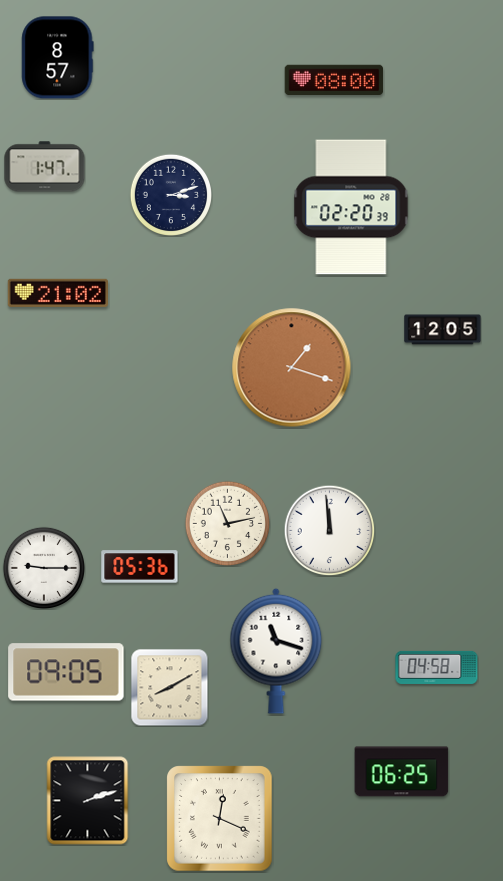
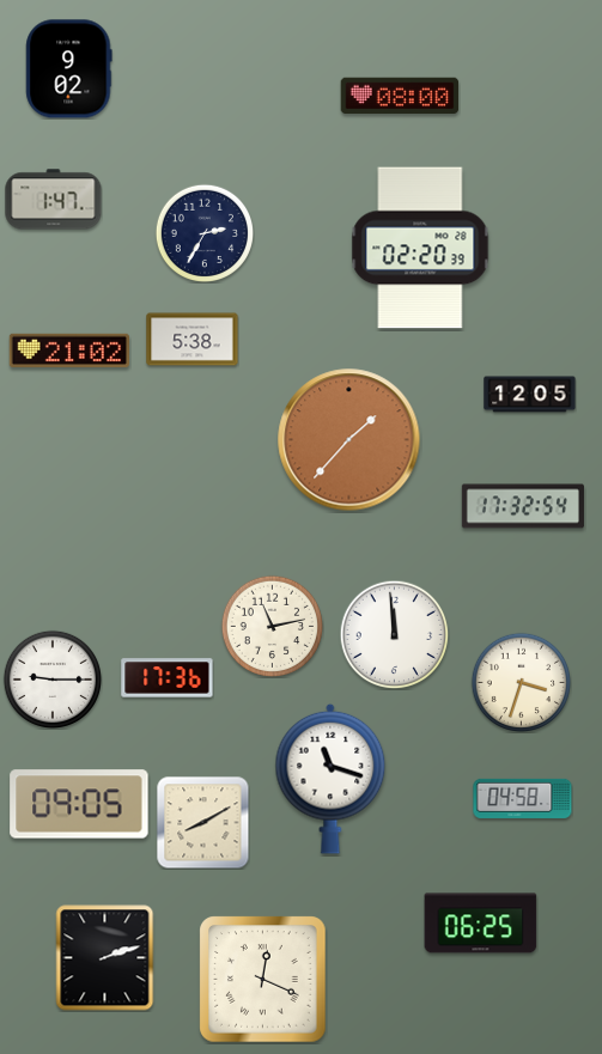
clock at (58, 58): 8:57 -> 9:02
clock at (170, 194): 3:12 -> 2:35
clock at (193, 340): none -> 5:38
clock at (292, 368): 1:18 -> 1:37
clock at (523, 506): none -> 17:32
clock at (140, 567): 05:36 -> 17:36
clock at (521, 682): none -> 3:33
